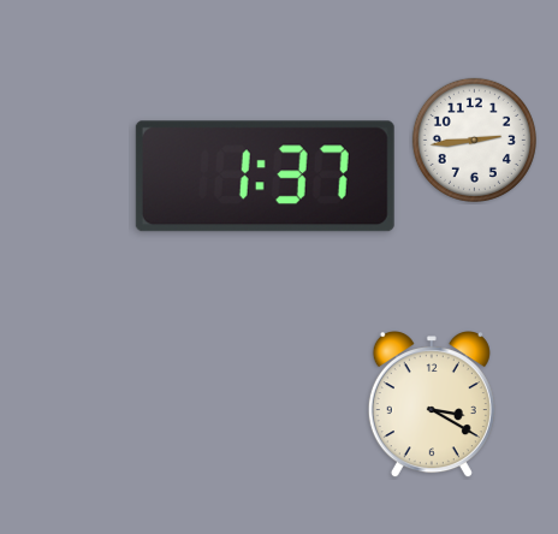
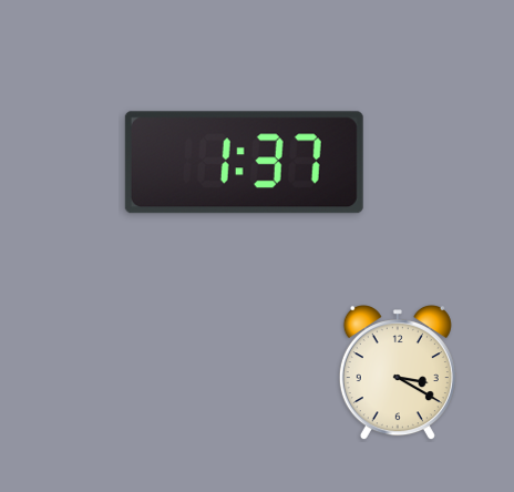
clock at (474, 140): 2:44 -> none
